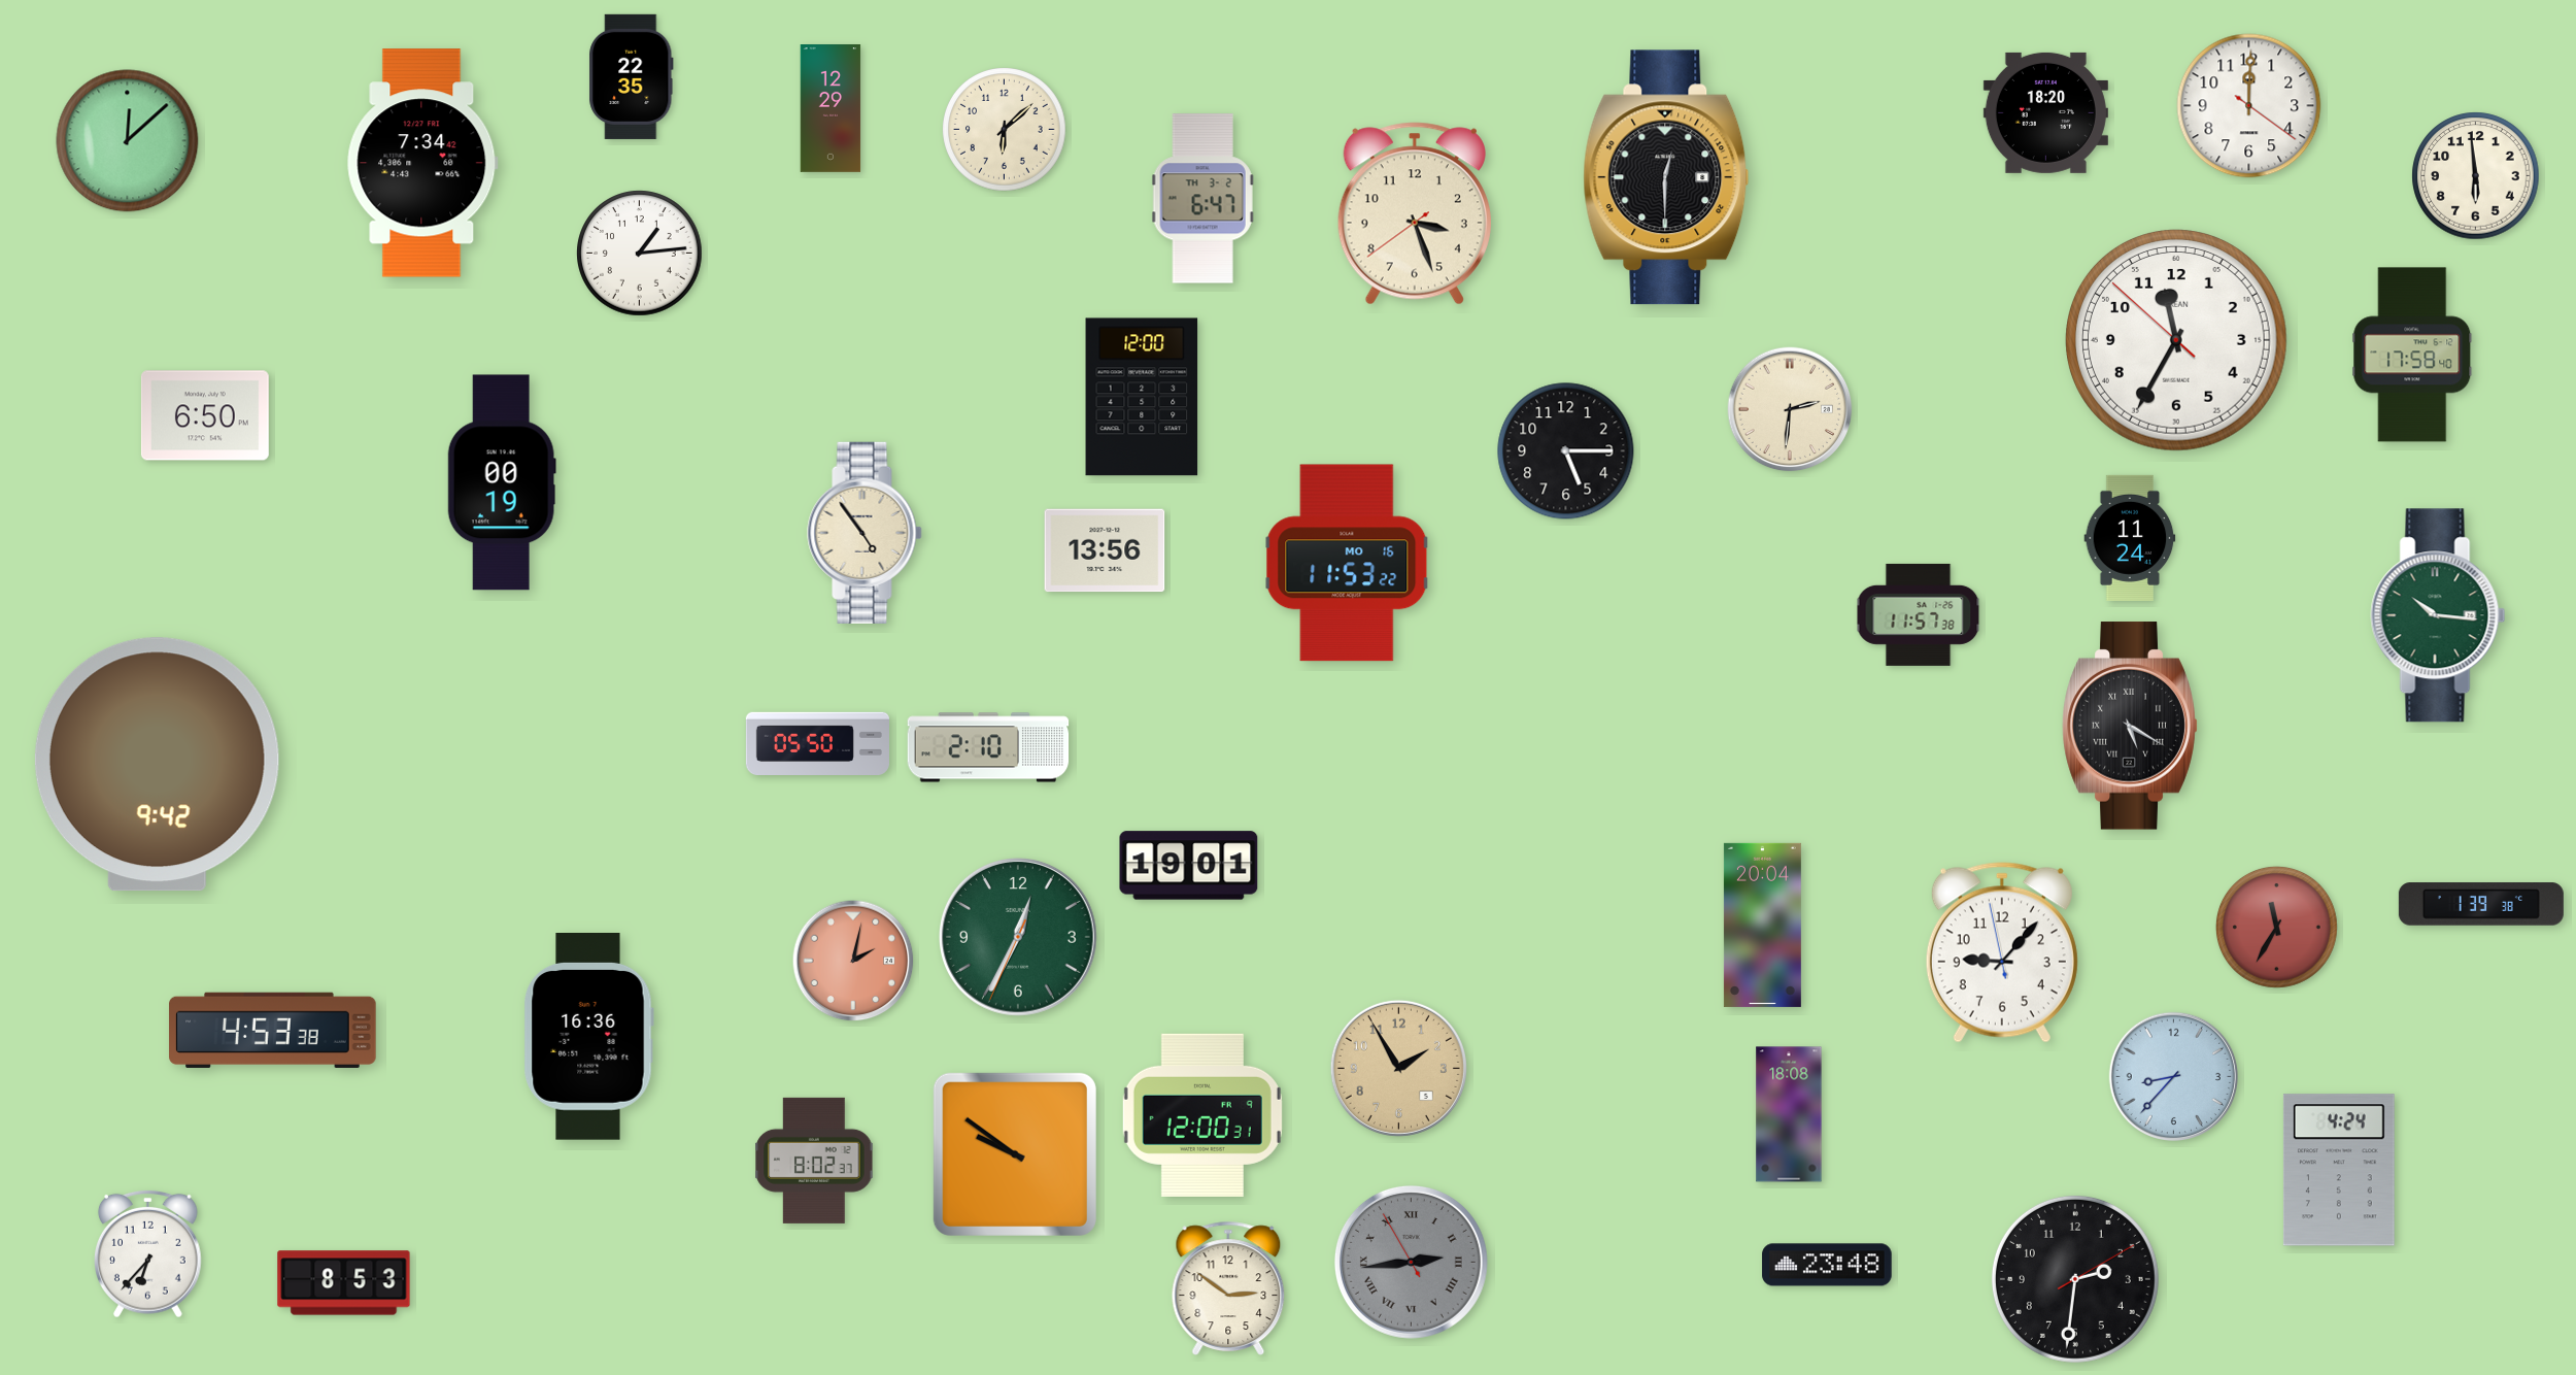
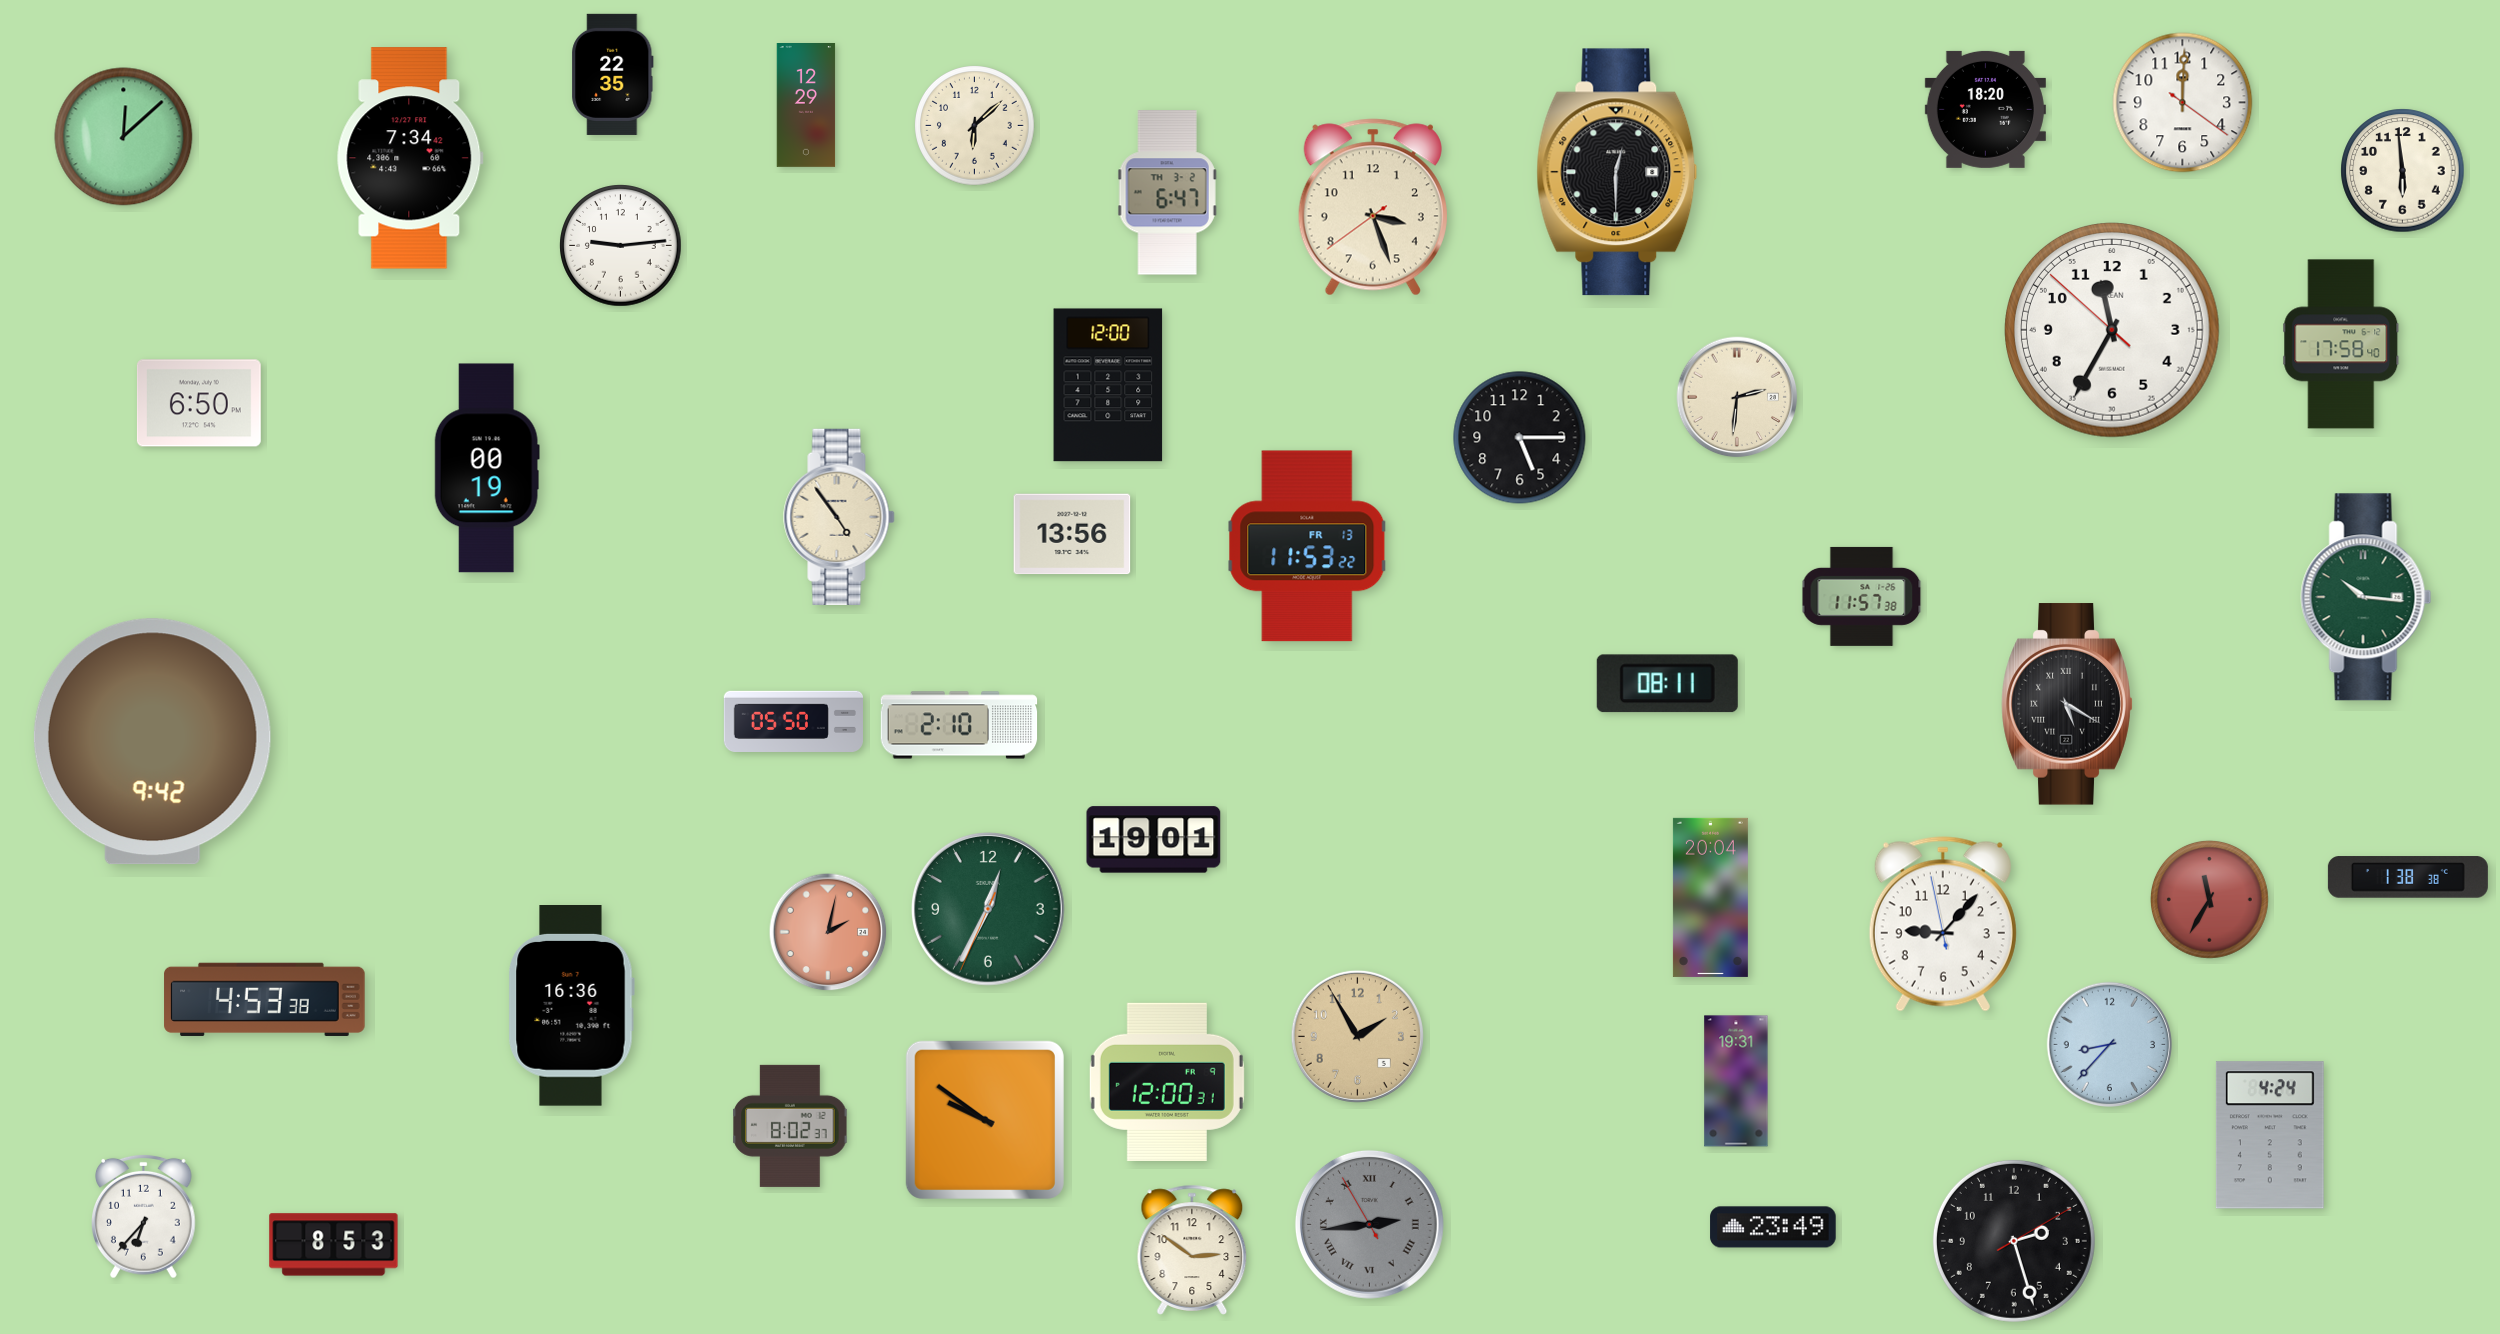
clock at (640, 254): 1:14 -> 9:14
clock at (2130, 538): 11:24 -> none
clock at (1347, 563) date: MO 16 -> FR 13
clock at (1667, 684): none -> 08:11
clock at (2481, 904): 1:39 -> 1:38
clock at (1789, 1114): 18:08 -> 19:31
clock at (1827, 1265): 23:48 -> 23:49
clock at (2075, 1279): 2:31 -> 2:27
